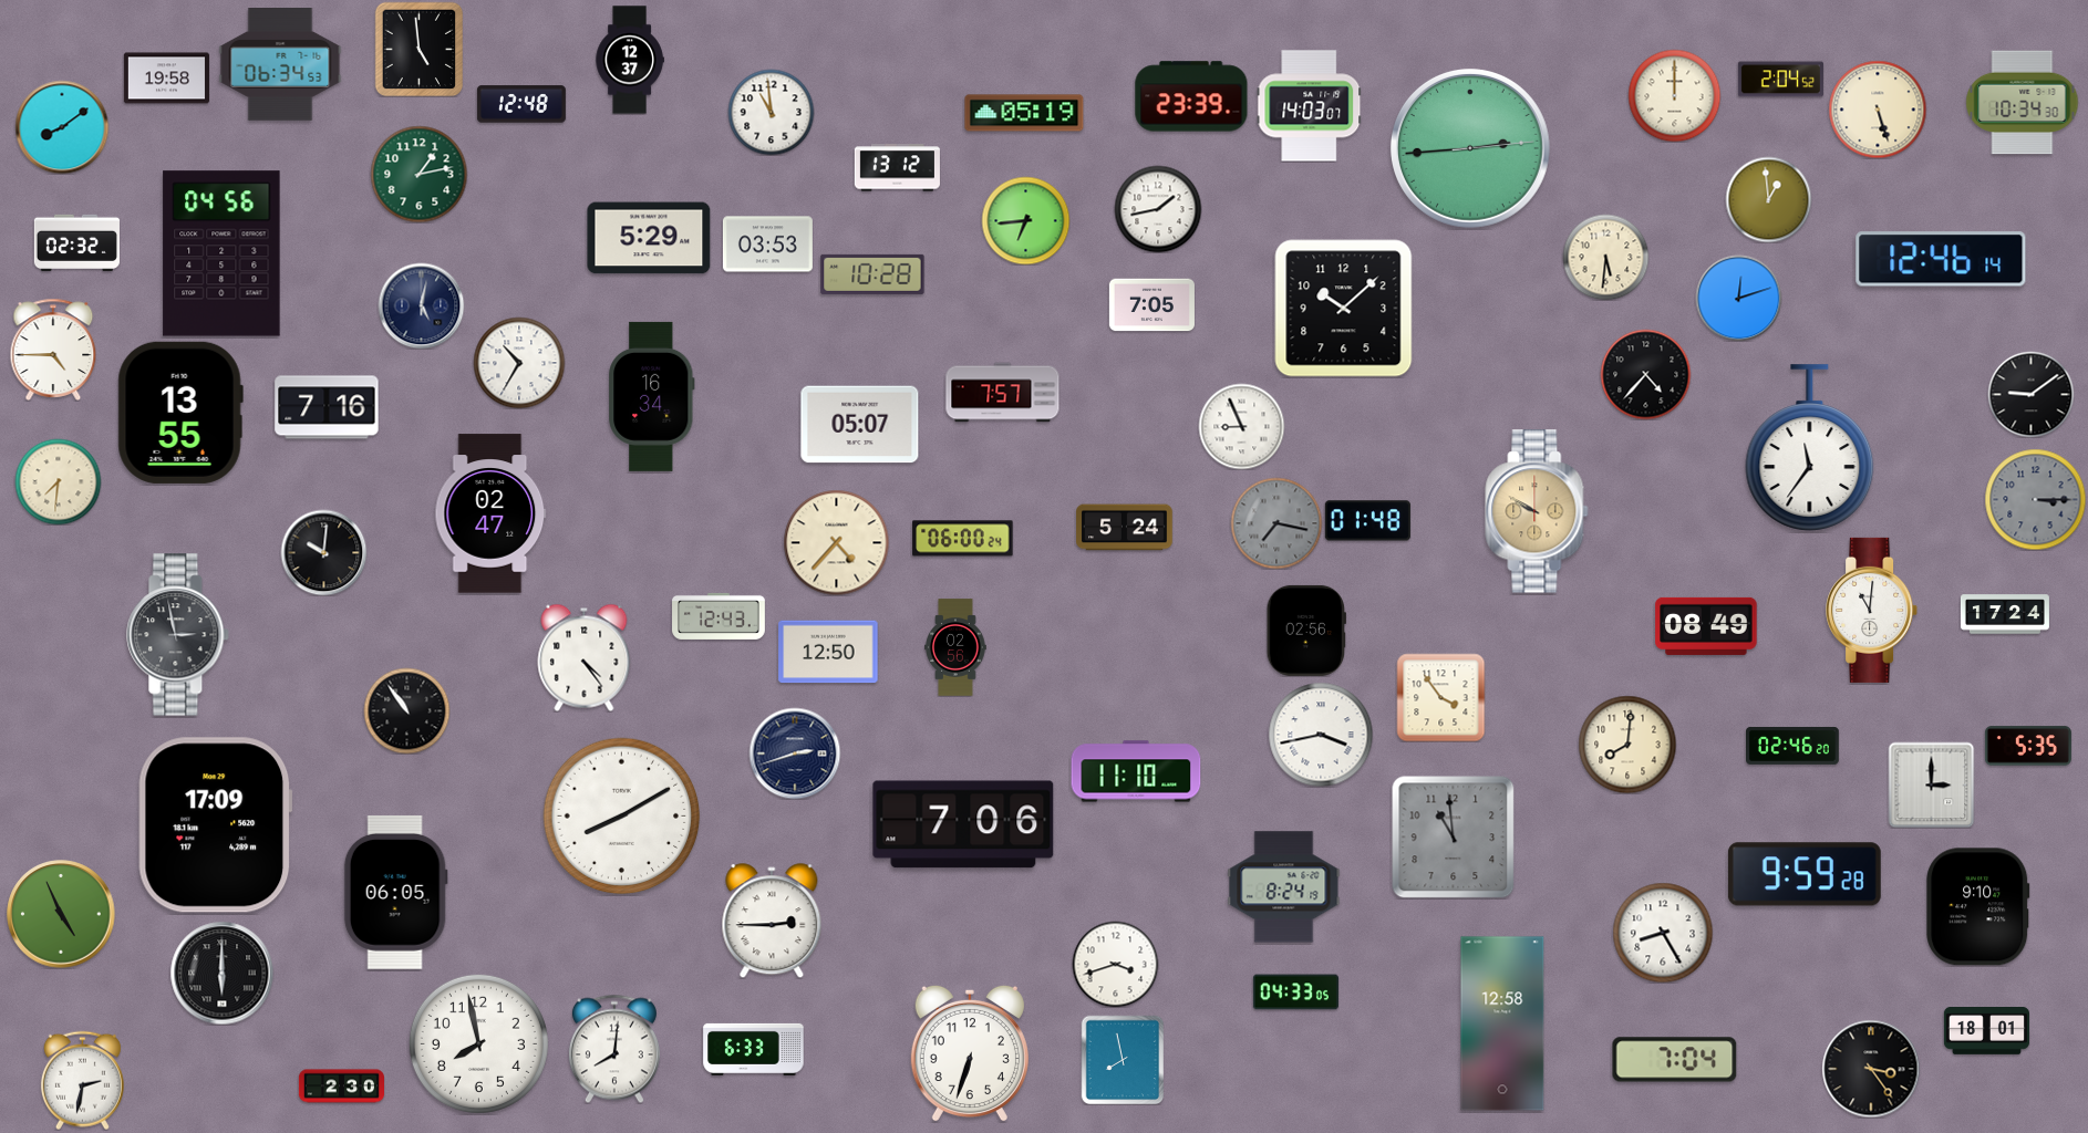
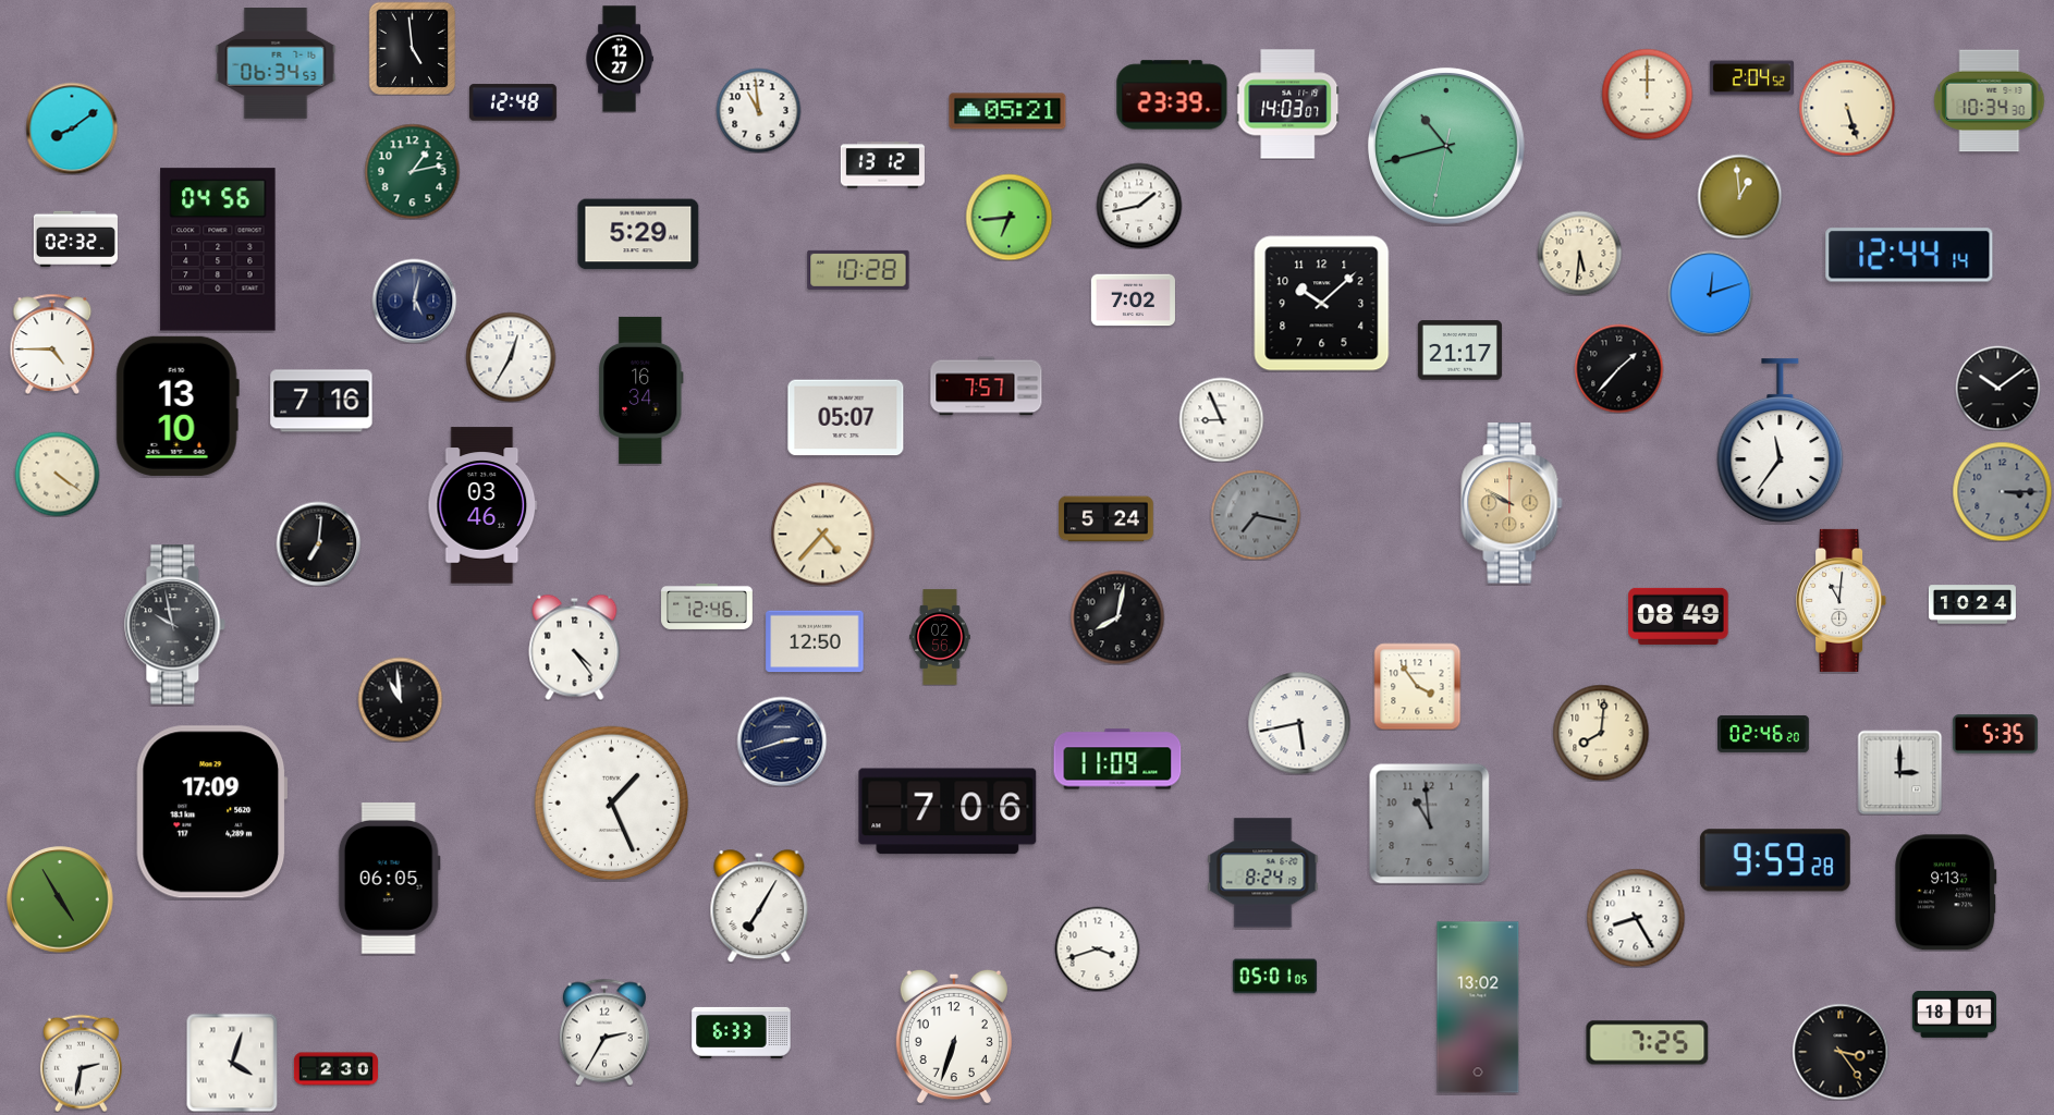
clock at (630, 60): 12:37 -> 12:27
clock at (166, 79): 19:58 -> none
clock at (1024, 113): 05:19 -> 05:21
clock at (62, 127) position: (62, 127) -> (72, 128)
clock at (1470, 148): 2:44 -> 10:42
clock at (767, 245): 03:53 -> none
clock at (1941, 259): 12:46 -> 12:44
clock at (1151, 305): 7:05 -> 7:02
clock at (1459, 351): none -> 21:17
clock at (519, 363): 10:35 -> 12:35
clock at (1645, 374): 4:37 -> 1:37
clock at (2030, 394): 9:09 -> 10:09
clock at (180, 413): 13:55 -> 13:10
clock at (58, 481): 7:31 -> 4:21
clock at (490, 513): 02:47 -> 03:46
clock at (1367, 521): 01:48 -> none
clock at (963, 539): 06:00 -> none
clock at (323, 552): 10:01 -> 7:01
clock at (2005, 614): 17:24 -> 10:24
clock at (720, 616): 12:43 -> 12:46
clock at (1117, 617): none -> 8:02
clock at (1306, 631): 02:56 -> none
clock at (178, 635): 2:58 -> 9:58
clock at (406, 710): 10:54 -> 10:59
clock at (1321, 735): 3:43 -> 5:43
clock at (1136, 771): 11:10 -> 11:09
clock at (622, 817): 8:10 -> 1:26
clock at (1978, 907): 9:10 -> 9:13
clock at (61, 914): 4:56 -> 4:55
clock at (772, 921): 2:45 -> 7:05
clock at (221, 973): 6:00 -> none
clock at (1295, 992): 04:33 -> 05:01
clock at (1502, 1023): 12:58 -> 13:02
clock at (478, 1043): 7:58 -> none
clock at (614, 1049): 8:01 -> 2:35
clock at (1123, 1060): 7:58 -> none
clock at (1675, 1060): 7:04 -> 7:25
clock at (232, 1063): none -> 4:03
